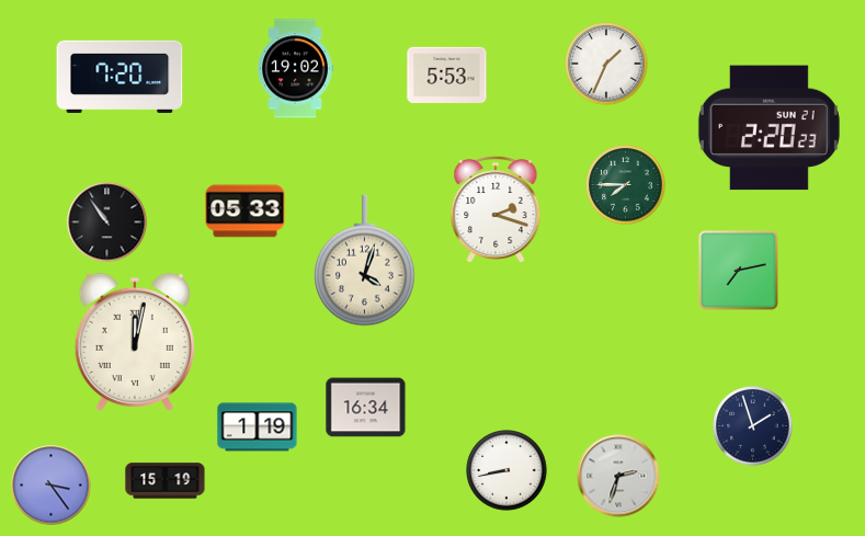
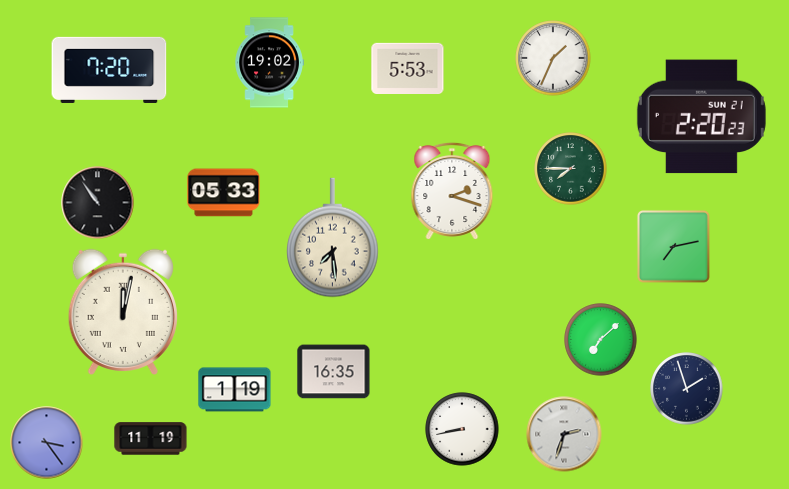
clock at (365, 261): 4:03 -> 7:29
clock at (601, 340): none -> 7:08
clock at (366, 408): 16:34 -> 16:35
clock at (166, 481): 15:19 -> 11:19
